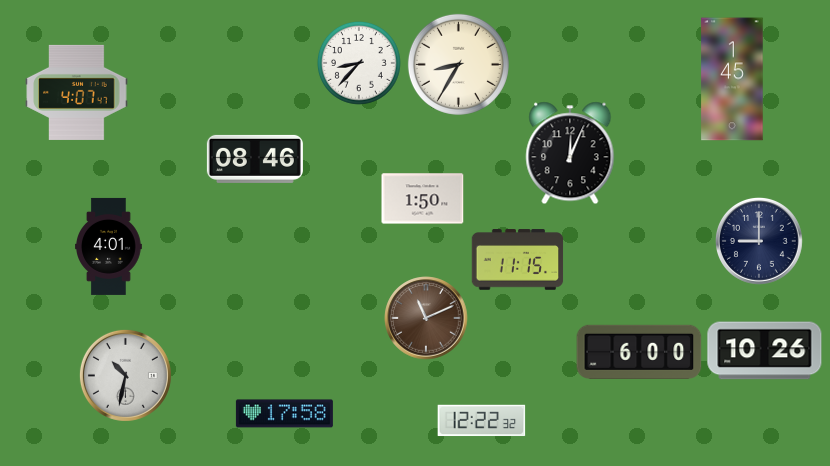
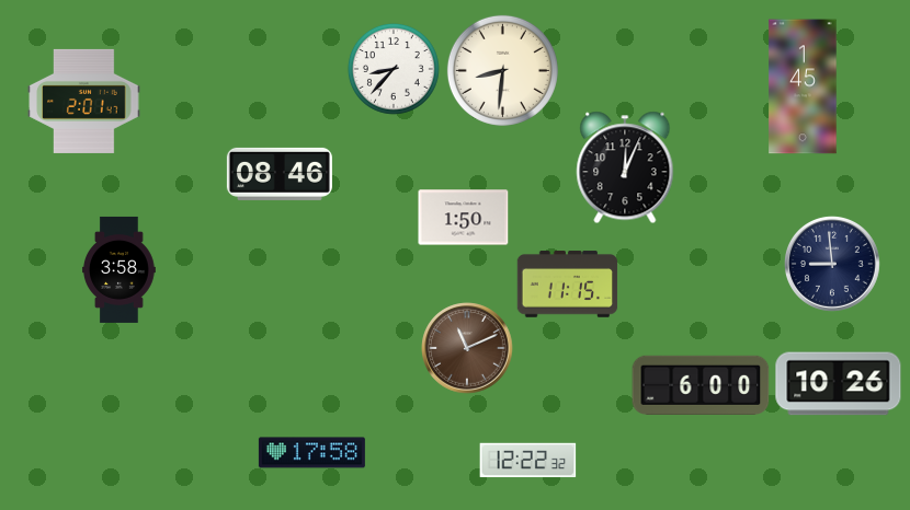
clock at (458, 64): 8:35 -> 8:31
clock at (77, 92): 4:07 -> 2:01
clock at (759, 241): 9:00 -> 8:59
clock at (109, 246): 4:01 -> 3:58
clock at (125, 375): 10:32 -> none
